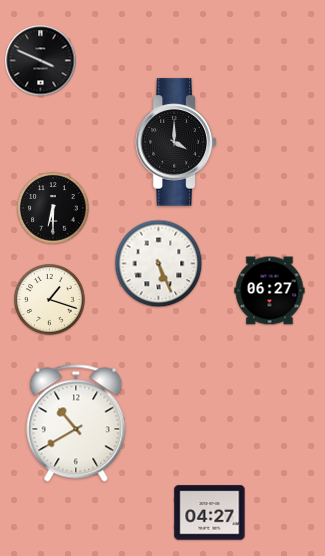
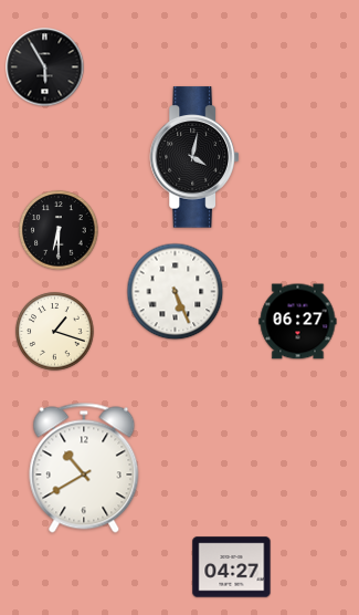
clock at (41, 61): 3:49 -> 5:55
clock at (176, 142): 4:00 -> 4:02
